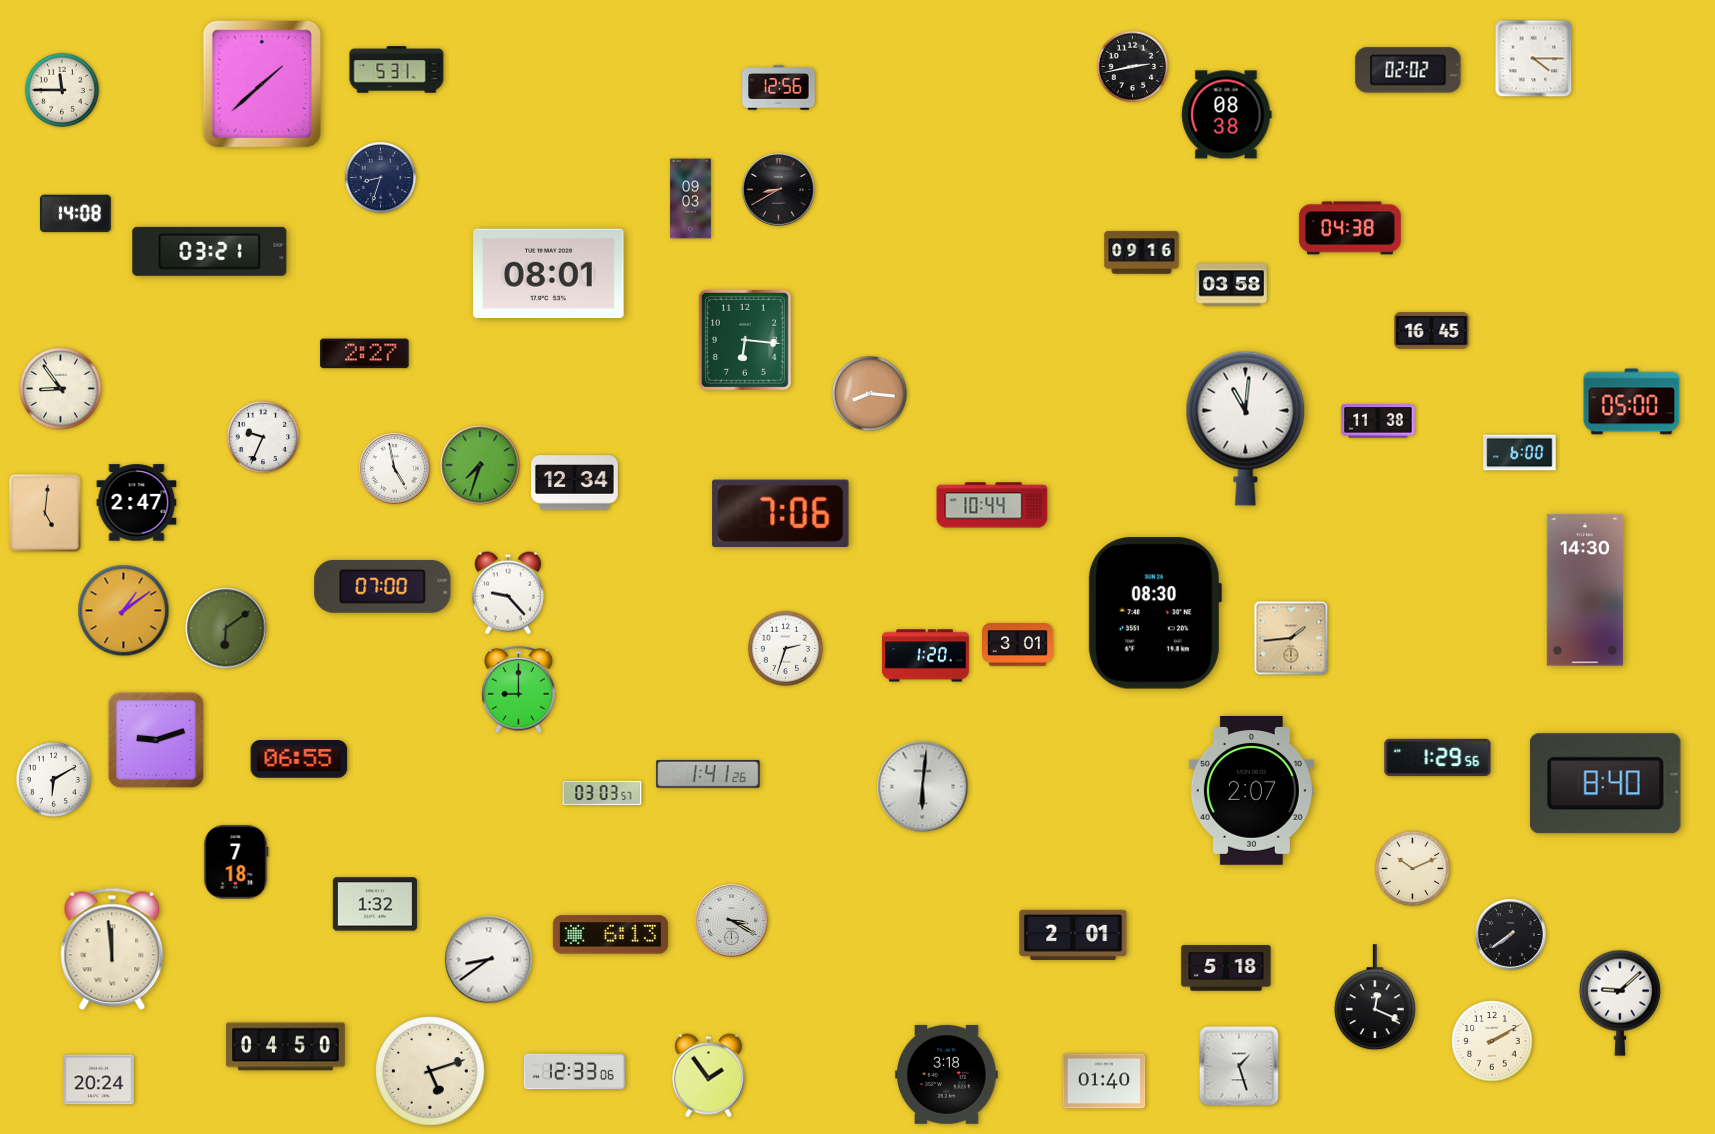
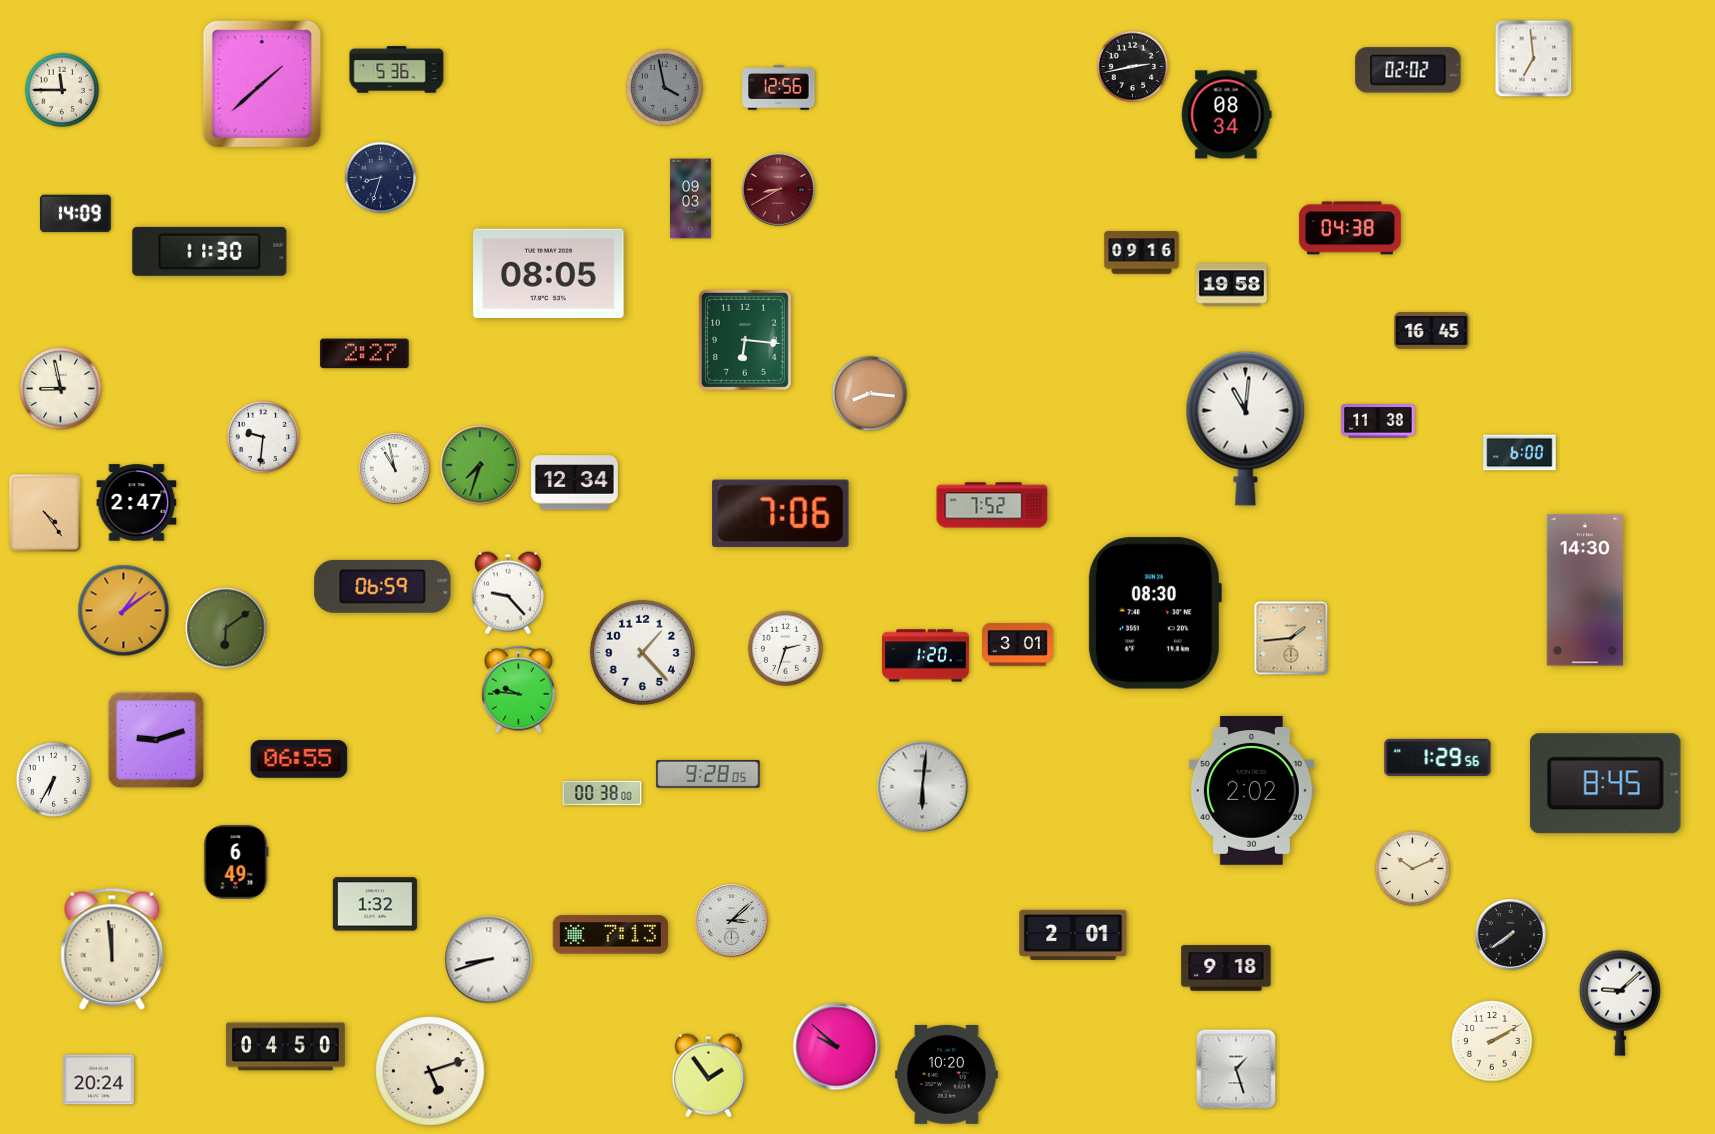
clock at (1534, 59): 4:15 -> 6:59
clock at (397, 70): 5:31 -> 5:36
clock at (664, 87): none -> 3:58
clock at (1227, 115): 08:38 -> 08:34
clock at (779, 190) dial: black -> burgundy
clock at (75, 214): 14:08 -> 14:09
clock at (210, 251): 03:21 -> 11:30
clock at (549, 273): 08:01 -> 08:05
clock at (1232, 285): 03:58 -> 19:58
clock at (61, 389): 8:54 -> 8:58
clock at (1632, 402): 05:00 -> none
clock at (263, 437): 9:34 -> 9:31
clock at (395, 469): 4:58 -> 10:58
clock at (992, 505): 10:44 -> 7:52
clock at (45, 513): 5:01 -> 4:24
clock at (383, 586): 07:00 -> 06:59
clock at (642, 652): none -> 1:23
clock at (519, 690): 9:00 -> 9:46
clock at (708, 774): 1:41 -> 9:28
clock at (53, 779): 6:10 -> 6:35
clock at (1605, 784): 8:40 -> 8:45
clock at (1251, 790): 2:07 -> 2:02
clock at (602, 793): 03:03 -> 00:38
clock at (236, 862): 7:18 -> 6:49
clock at (732, 921): 3:20 -> 3:08
clock at (610, 935): 6:13 -> 7:13
clock at (489, 960): 8:39 -> 8:42
clock at (1226, 968): 5:18 -> 9:18
clock at (1375, 998): 12:19 -> none
clock at (837, 1047): none -> 9:52
clock at (1239, 1066) position: (1239, 1066) -> (1236, 1069)
clock at (574, 1072): 12:33 -> none
clock at (947, 1074): 3:18 -> 10:20
clock at (1104, 1081): 01:40 -> none
